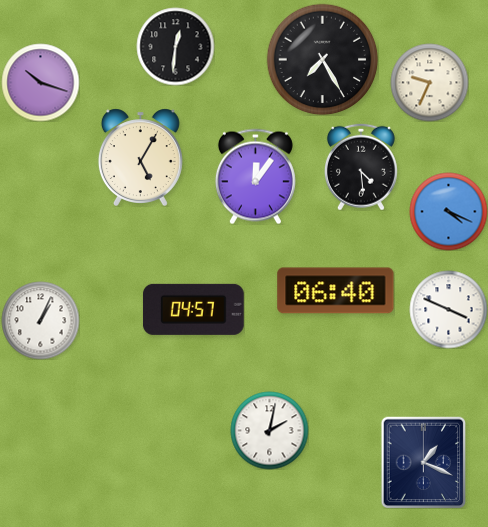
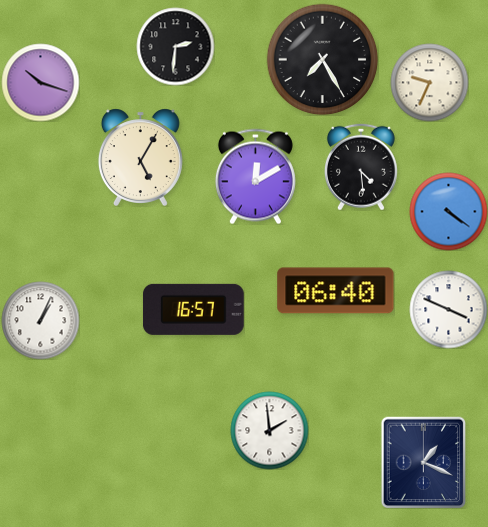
clock at (175, 46): 12:31 -> 2:31
clock at (255, 176): 12:06 -> 12:10
clock at (448, 211): 4:19 -> 4:21
clock at (193, 309): 04:57 -> 16:57
clock at (269, 430): 2:02 -> 1:59
